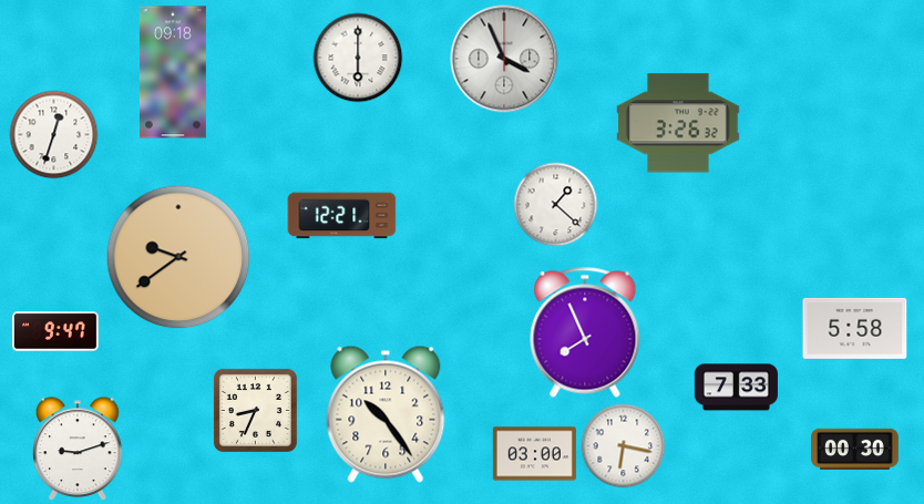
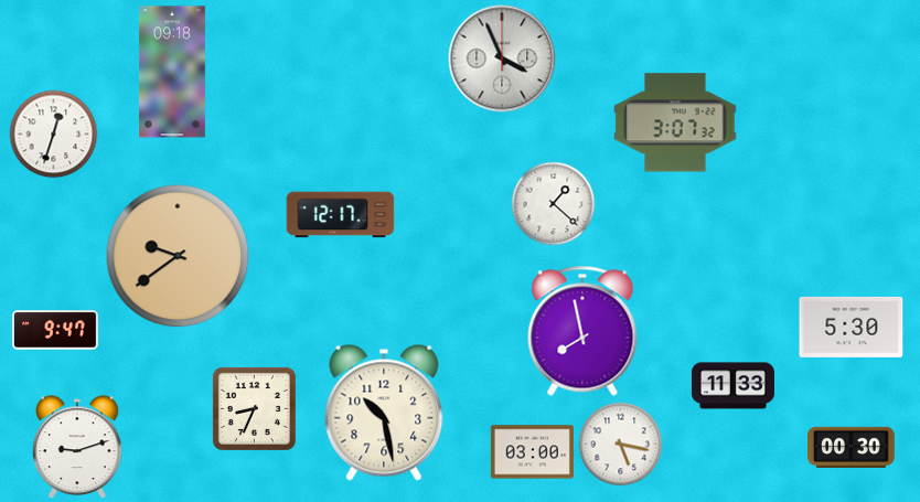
clock at (358, 58): 6:00 -> none
clock at (678, 123): 3:26 -> 3:07
clock at (342, 216): 12:21 -> 12:17
clock at (855, 328): 5:58 -> 5:30
clock at (585, 332): 7:56 -> 7:58
clock at (736, 388): 7:33 -> 11:33
clock at (386, 414): 10:24 -> 10:28
clock at (624, 446): 6:17 -> 5:17
